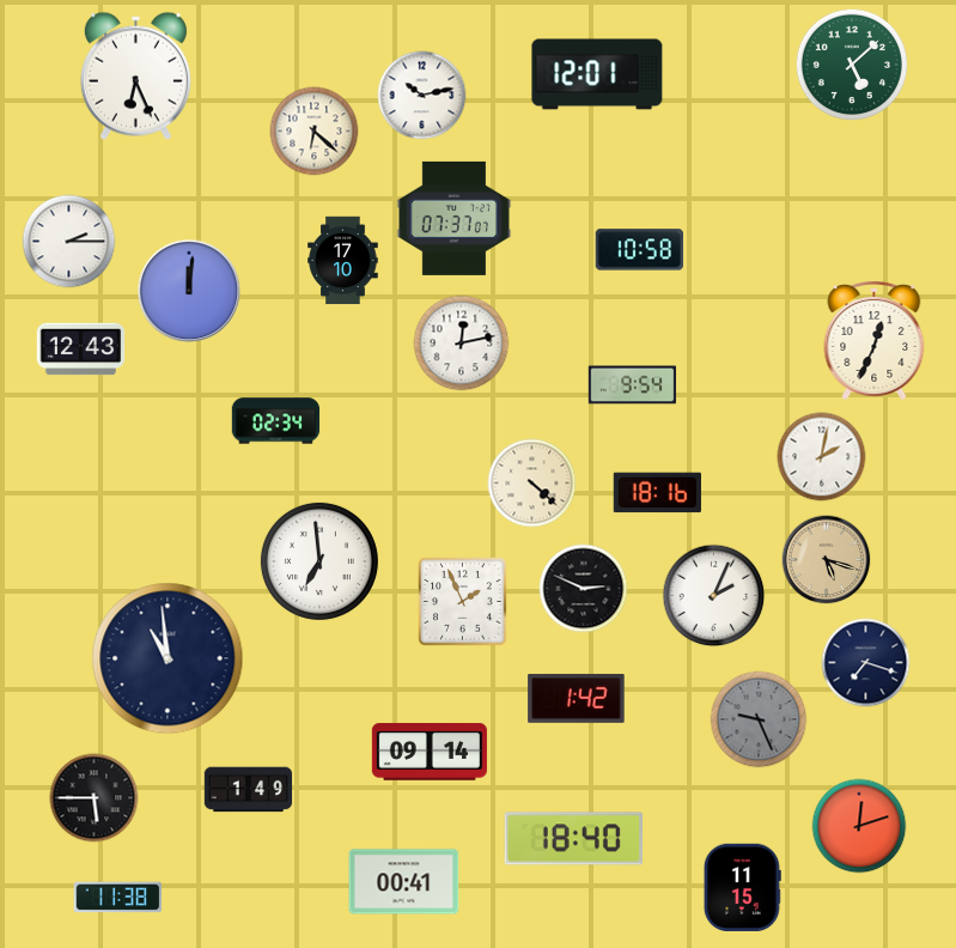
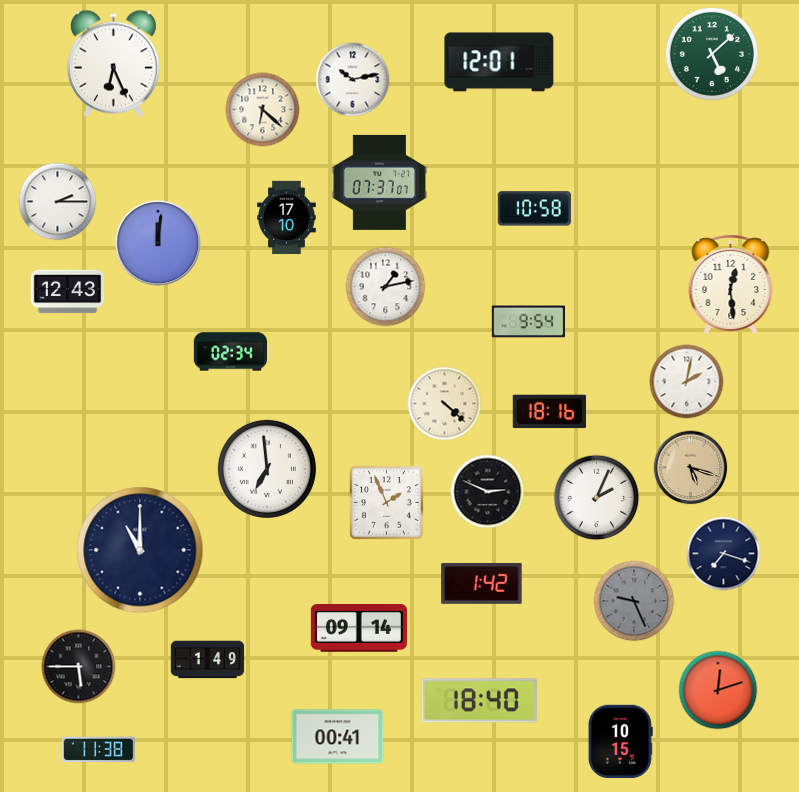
clock at (875, 340): 12:34 -> 12:29
clock at (462, 344): 12:13 -> 1:13
clock at (168, 658): 10:59 -> 11:00
clock at (742, 887): 11:15 -> 10:15
